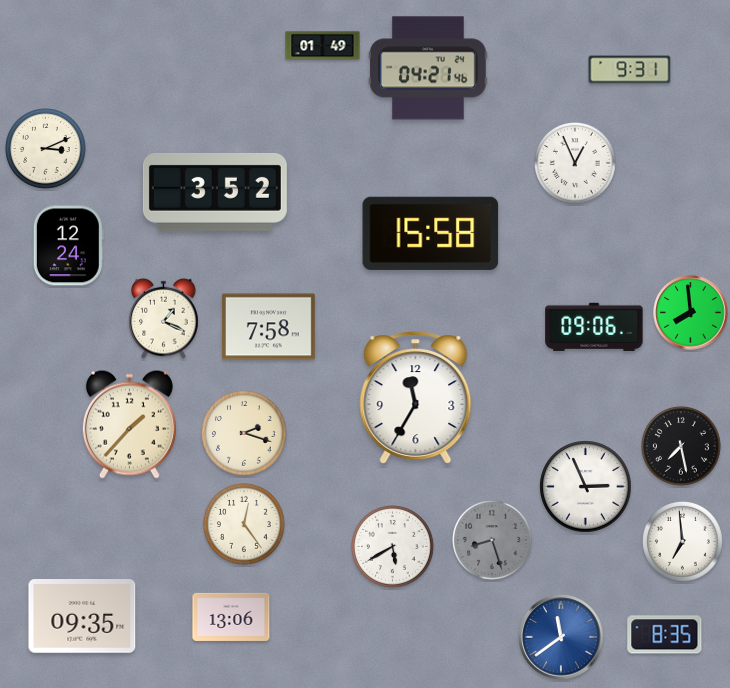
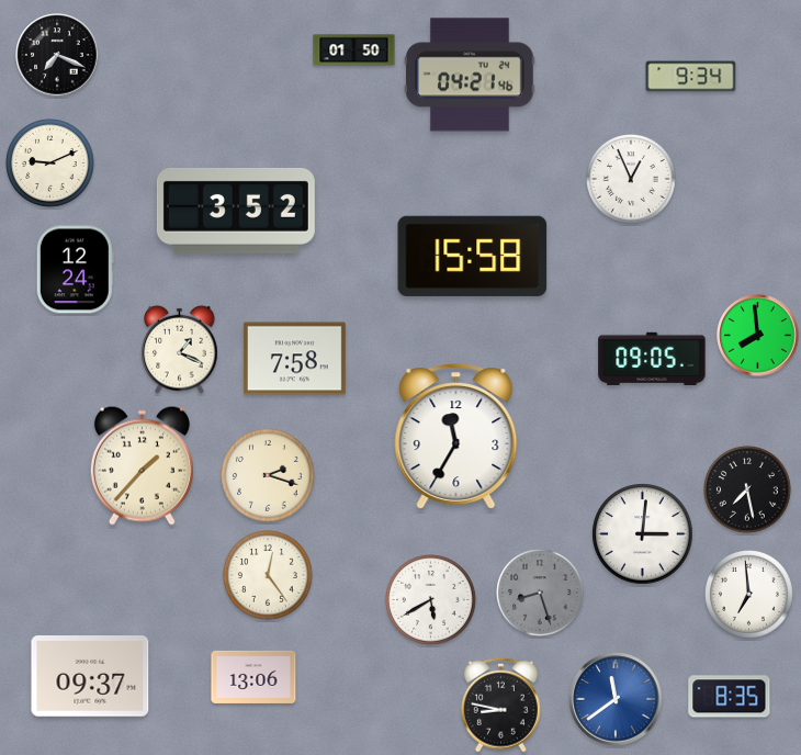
clock at (323, 46): 01:49 -> 01:50
clock at (57, 55): none -> 7:19
clock at (630, 70): 9:31 -> 9:34
clock at (46, 149): 3:11 -> 9:11
clock at (691, 313) position: (691, 313) -> (758, 336)
clock at (594, 327): 09:06 -> 09:05
clock at (586, 487): 2:56 -> 3:01
clock at (82, 617): 09:35 -> 09:37
clock at (500, 705): none -> 8:47
